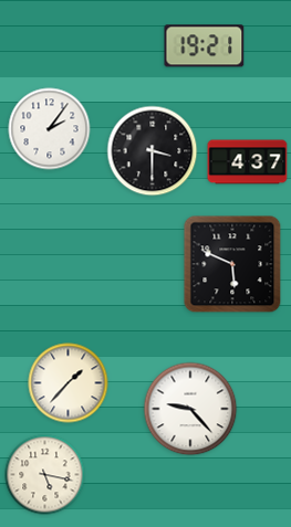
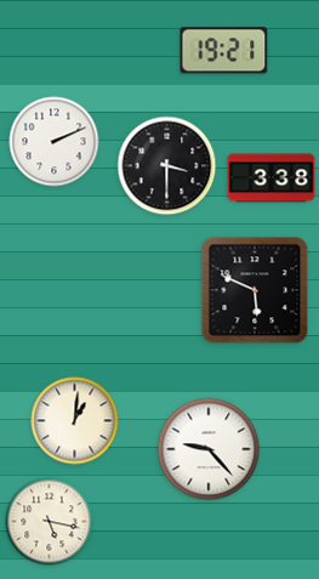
clock at (50, 129): 2:06 -> 2:11
clock at (248, 162): 4:37 -> 3:38
clock at (69, 383): 1:37 -> 1:01
